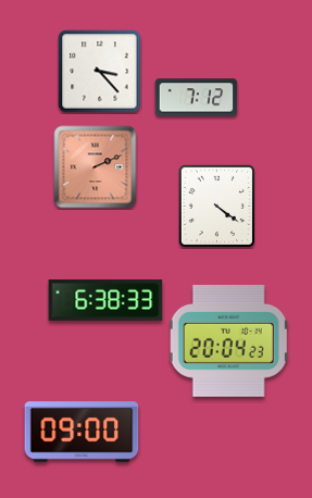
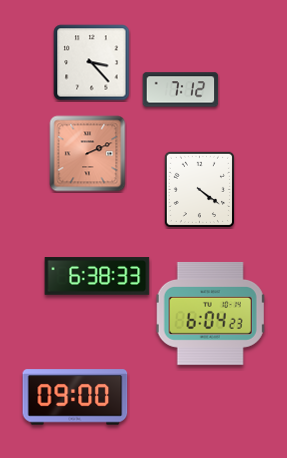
clock at (100, 72) position: (100, 72) -> (92, 63)
clock at (229, 340): 20:04 -> 6:04
